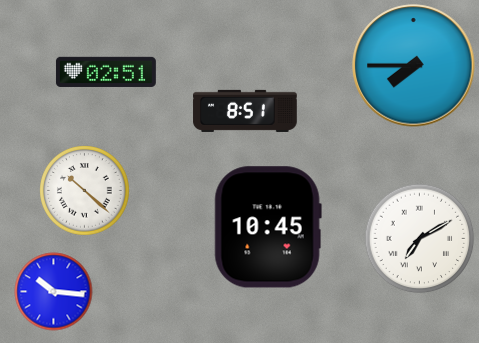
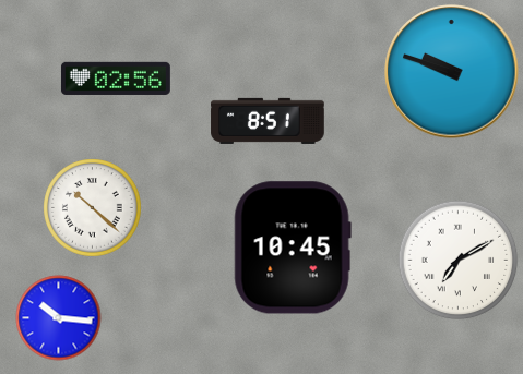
clock at (414, 66): 7:45 -> 9:48
clock at (106, 72): 02:51 -> 02:56
